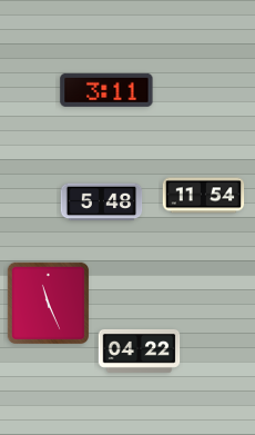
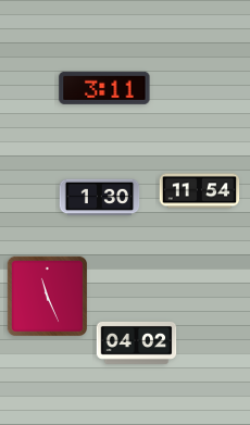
clock at (102, 202): 5:48 -> 1:30
clock at (140, 350): 04:22 -> 04:02
